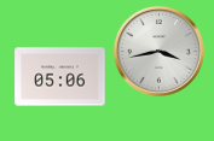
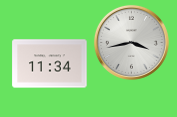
clock at (60, 77): 05:06 -> 11:34
